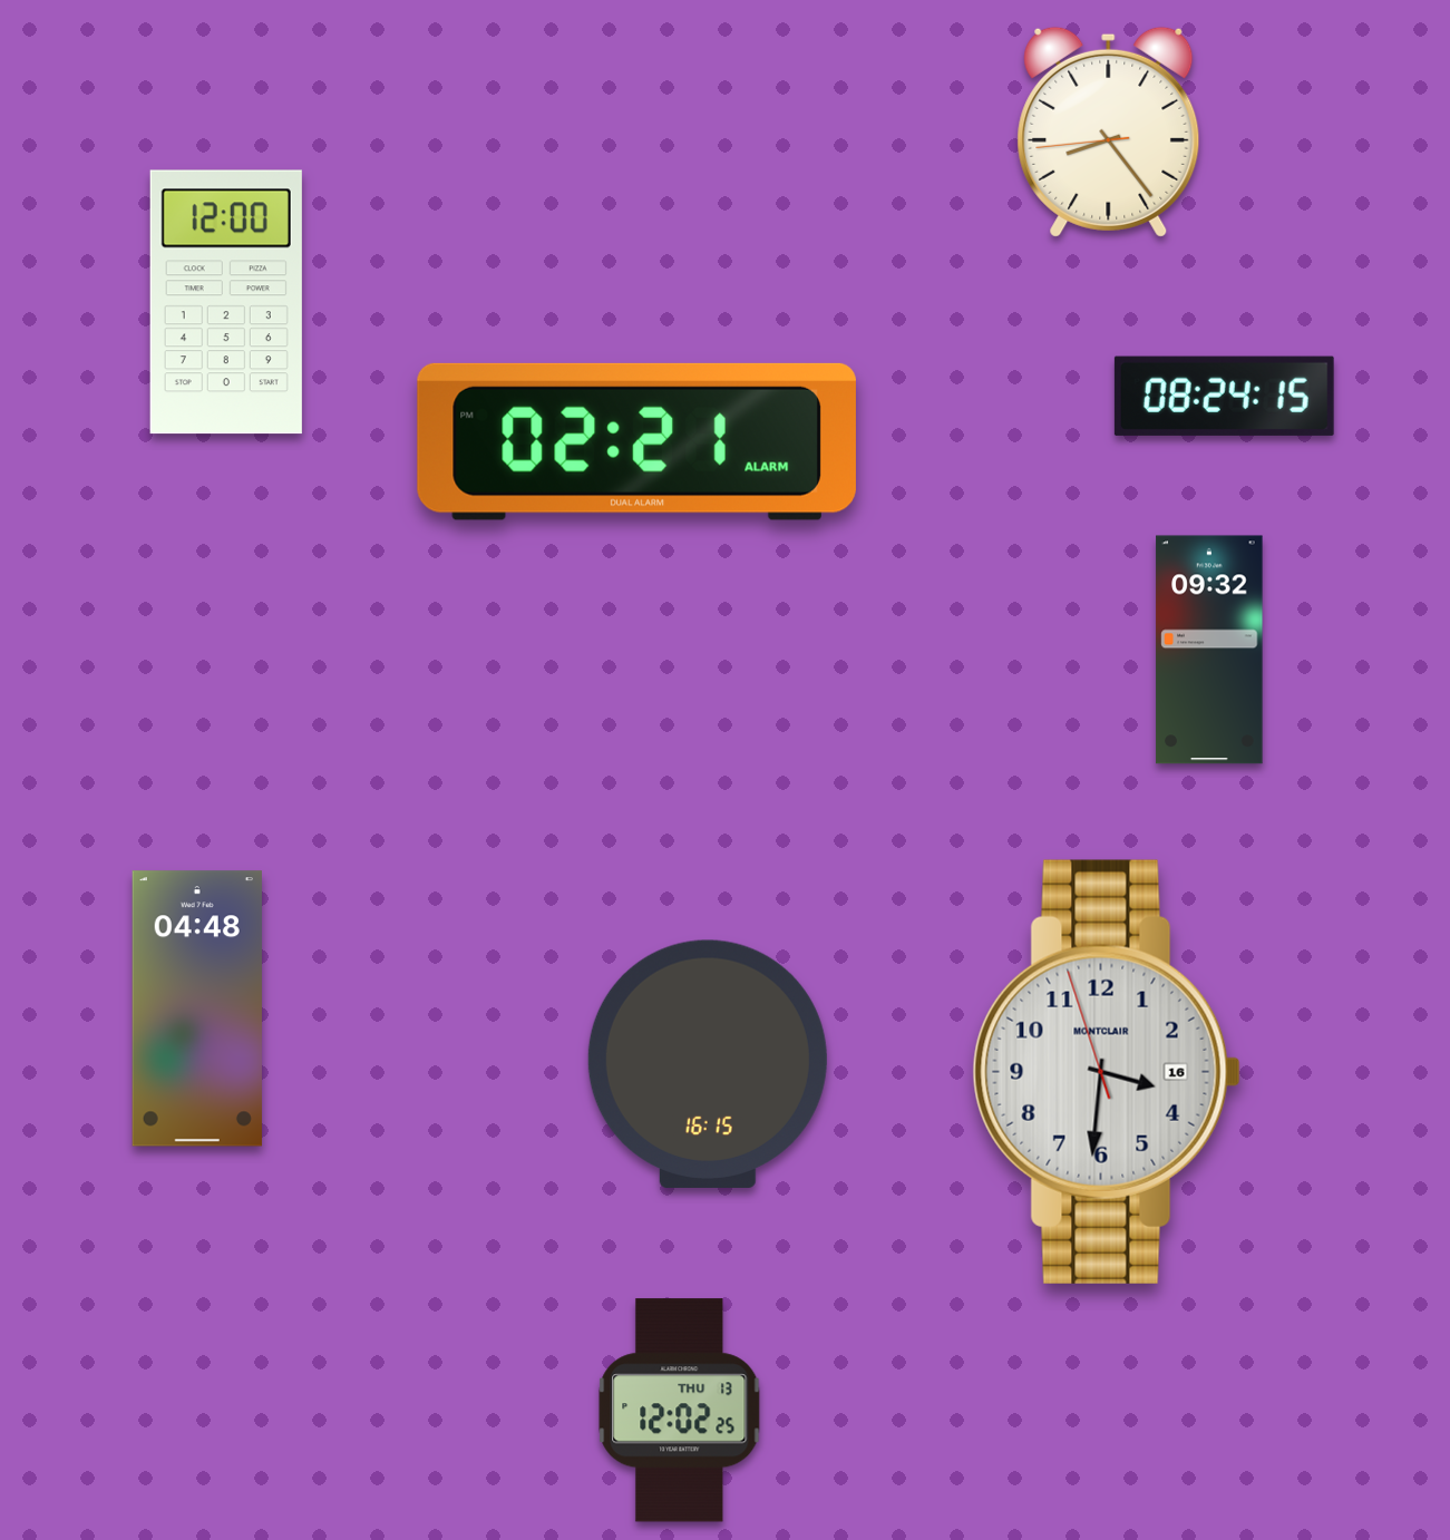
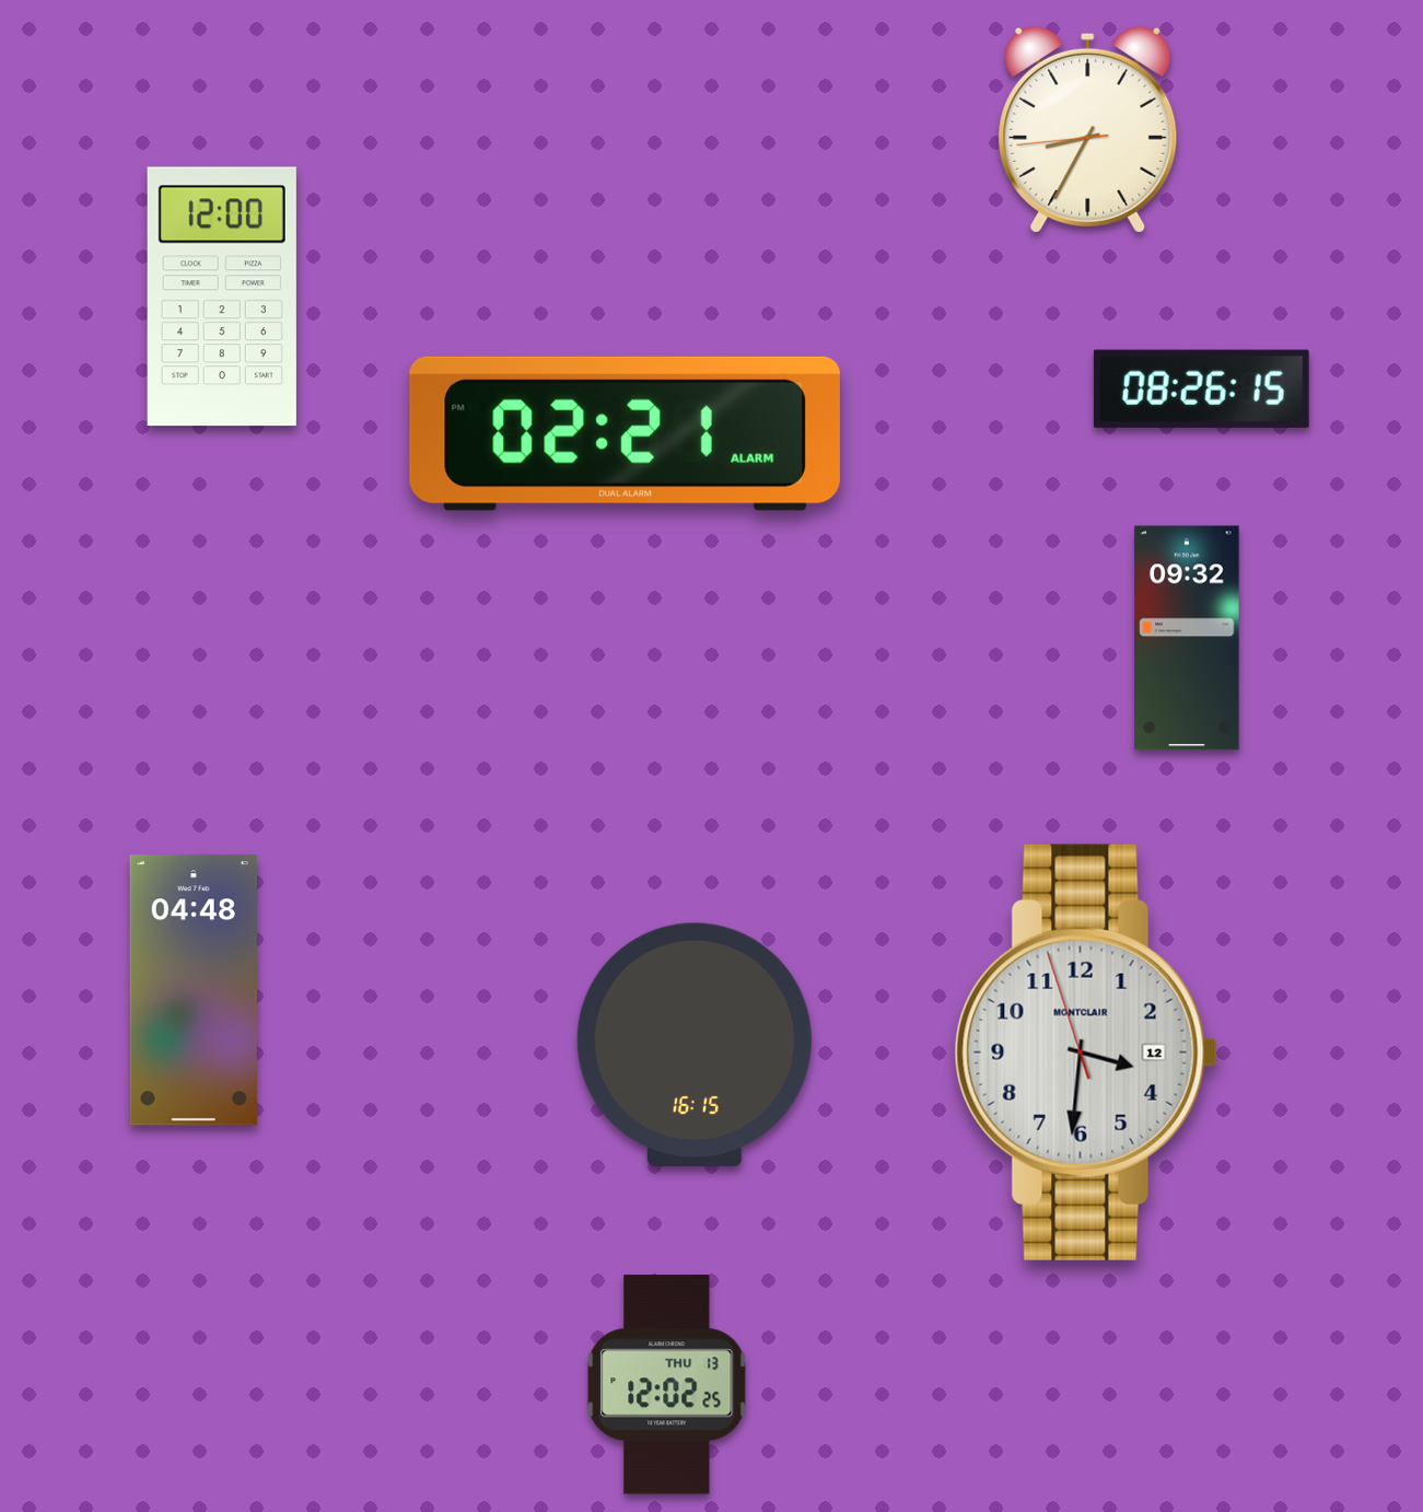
clock at (1109, 131): 8:23 -> 8:34
clock at (1224, 396): 08:24 -> 08:26
clock at (1107, 1072) date: 16 -> 12
